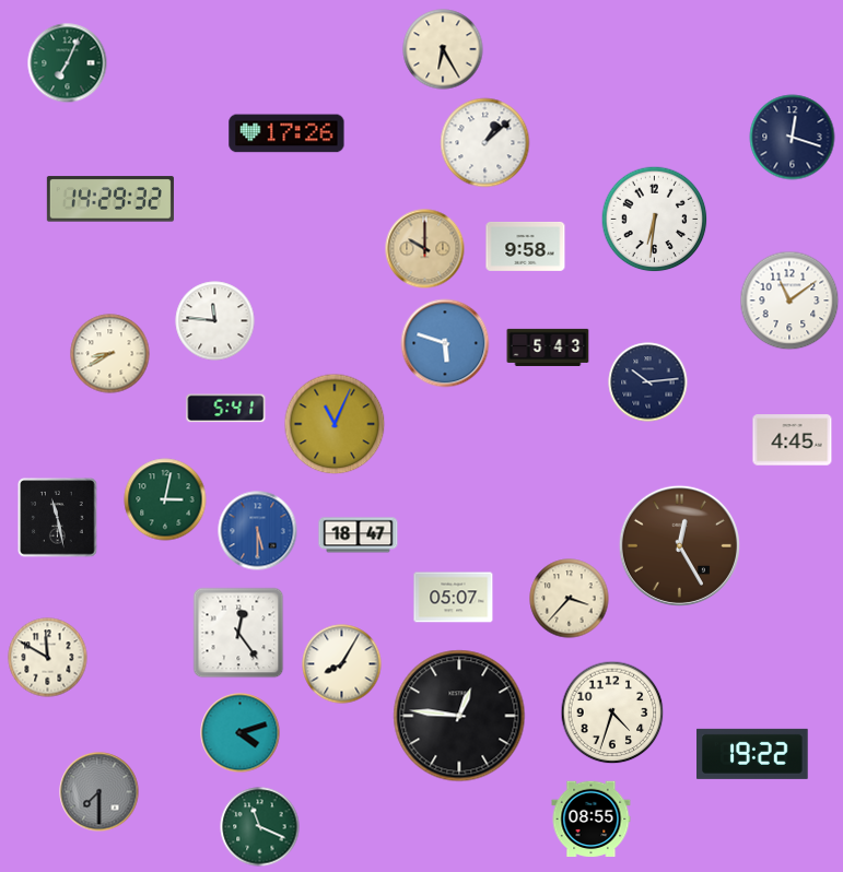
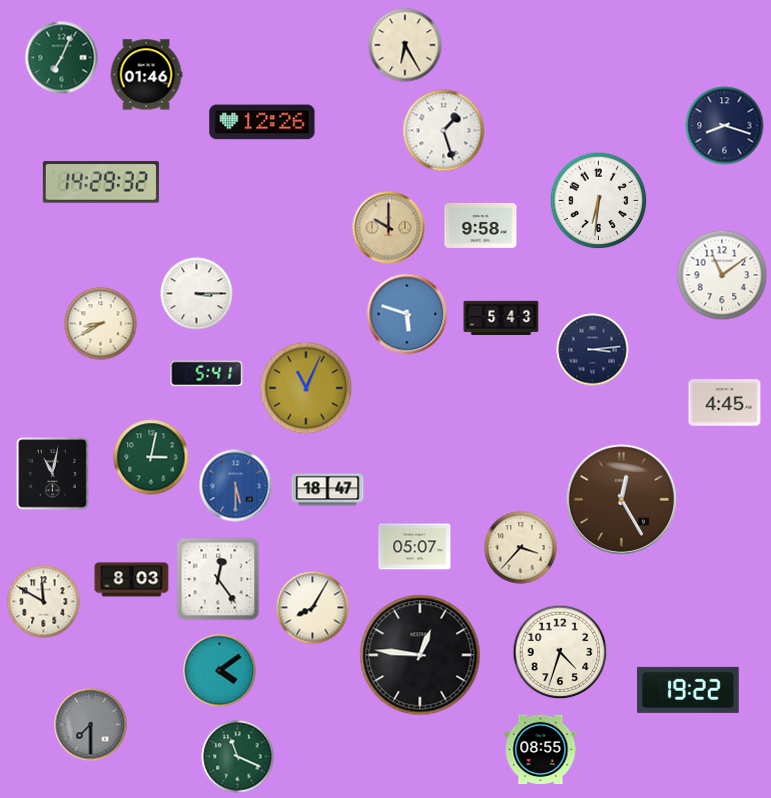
clock at (146, 75): none -> 01:46
clock at (286, 133): 17:26 -> 12:26
clock at (793, 138): 12:18 -> 8:18
clock at (485, 143): 1:08 -> 1:27
clock at (215, 321): 11:46 -> 3:15
clock at (648, 382): 10:14 -> 3:14
clock at (58, 518): 11:28 -> 11:02
clock at (132, 580): none -> 8:03
clock at (241, 733): 4:12 -> 4:09
